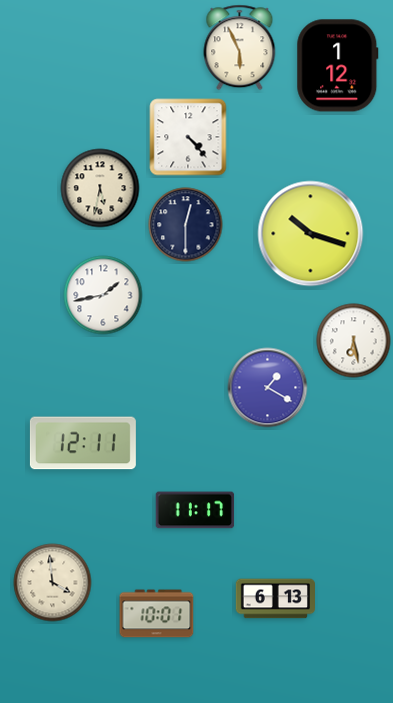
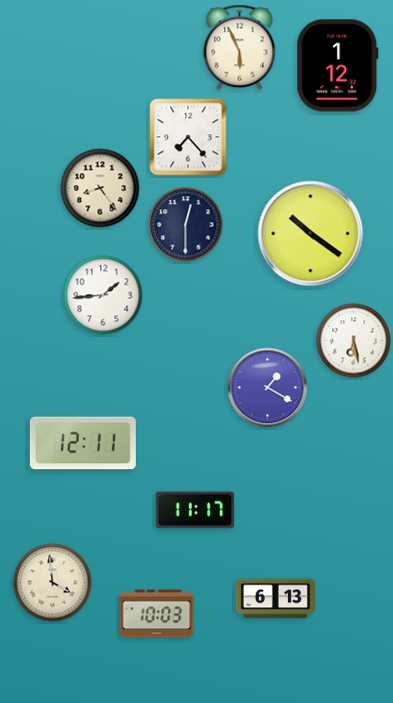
clock at (188, 137): 4:23 -> 7:23
clock at (100, 188): 5:32 -> 8:24
clock at (311, 234): 10:18 -> 10:21
clock at (103, 295): 1:43 -> 1:44
clock at (157, 614): 10:01 -> 10:03
